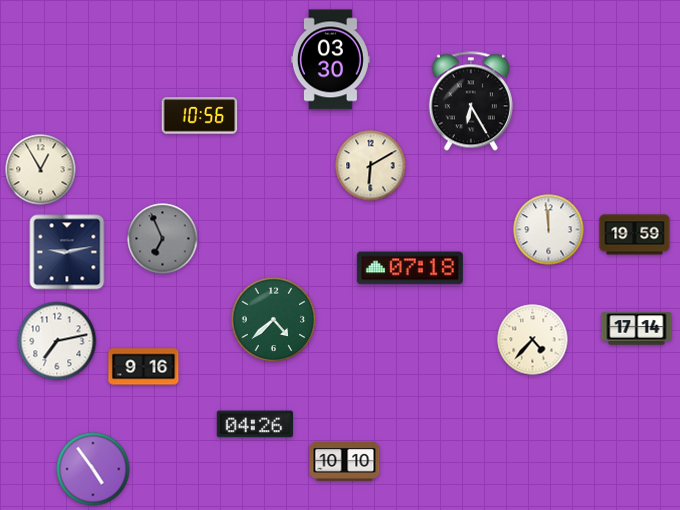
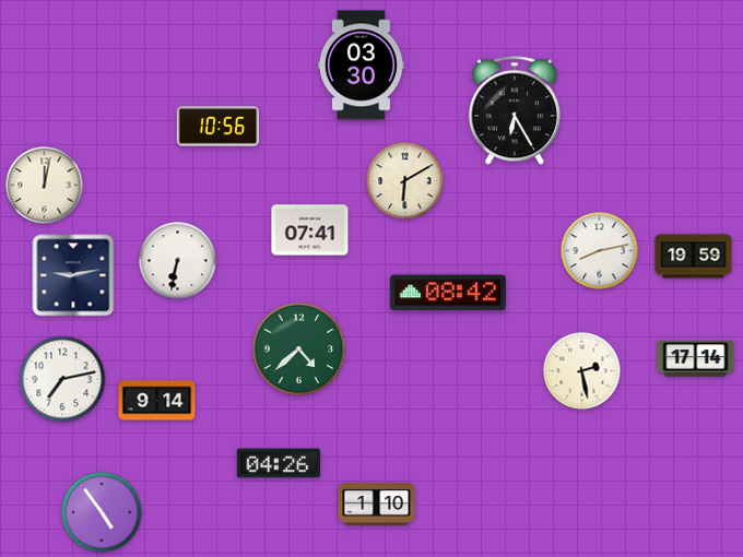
clock at (41, 170): 12:55 -> 12:02
clock at (310, 230): none -> 07:41
clock at (549, 230): 11:59 -> 8:13
clock at (163, 239): 6:56 -> 6:32
clock at (163, 239) dial: grey -> white
clock at (410, 268): 07:18 -> 08:42
clock at (533, 340): 4:37 -> 2:28
clock at (57, 341) position: (57, 341) -> (62, 379)
clock at (144, 367): 9:16 -> 9:14
clock at (345, 462): 10:10 -> 1:10
